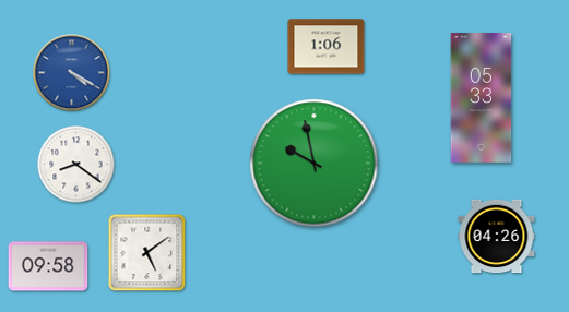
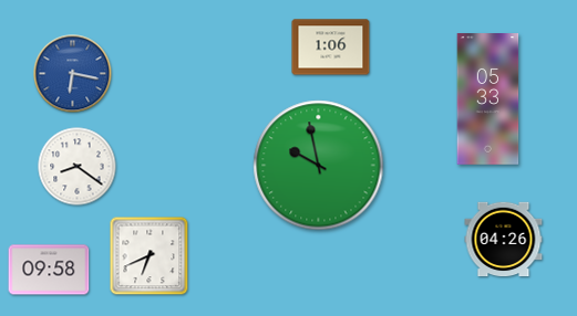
clock at (72, 73): 4:20 -> 6:17
clock at (147, 253): 5:09 -> 6:41
